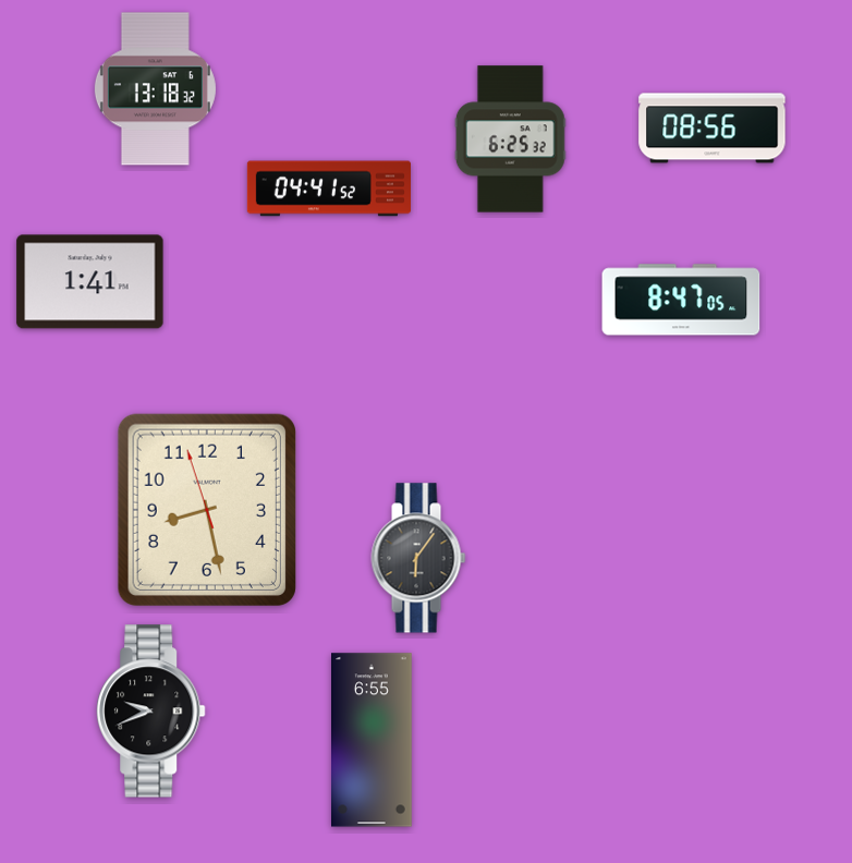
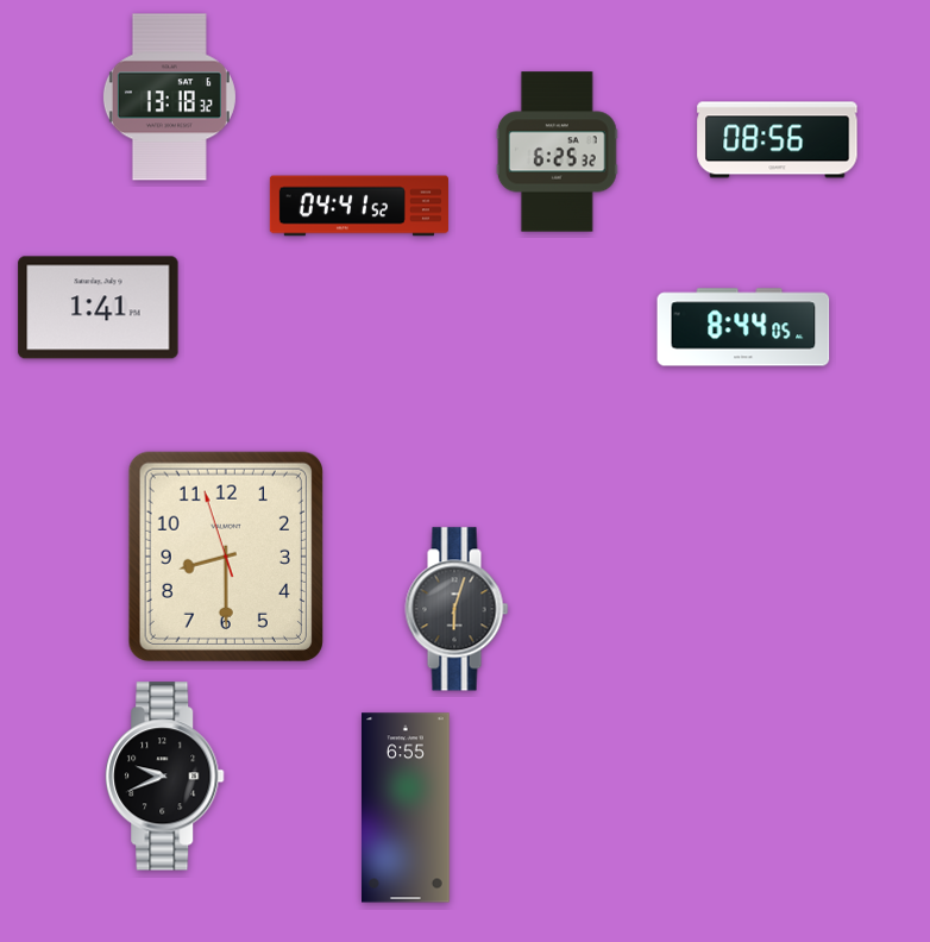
clock at (681, 300): 8:47 -> 8:44
clock at (207, 509): 8:27 -> 8:29
clock at (418, 558): 6:06 -> 6:03
